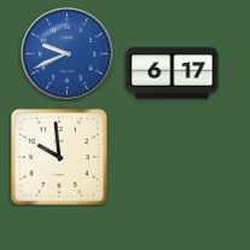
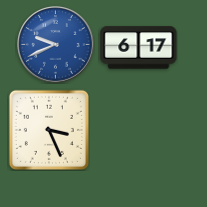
clock at (173, 74) position: (173, 74) -> (139, 48)
clock at (59, 157): 9:59 -> 3:26
